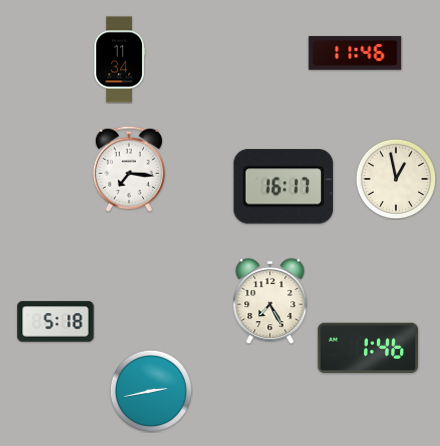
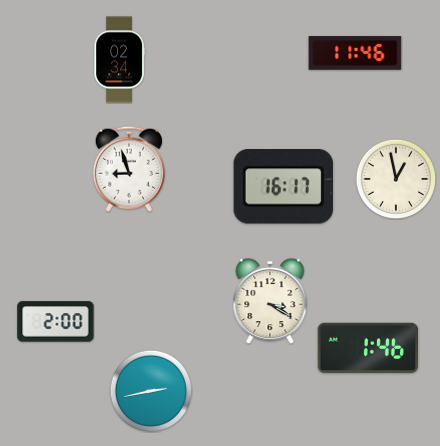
clock at (119, 60): 11:34 -> 02:34
clock at (129, 169): 7:16 -> 8:57
clock at (270, 301): 7:25 -> 3:20
clock at (56, 322): 5:18 -> 2:00
